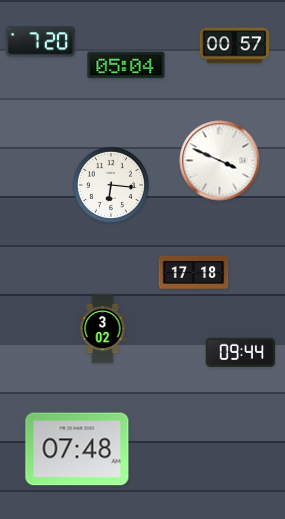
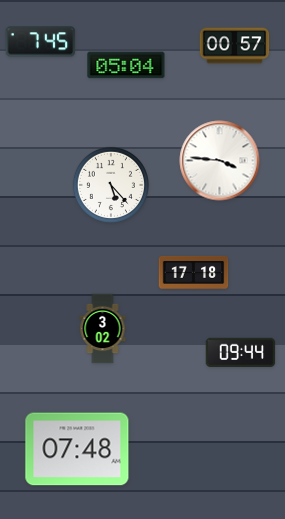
clock at (41, 42): 7:20 -> 7:45
clock at (220, 161): 3:49 -> 3:46
clock at (111, 185): 6:16 -> 5:23
